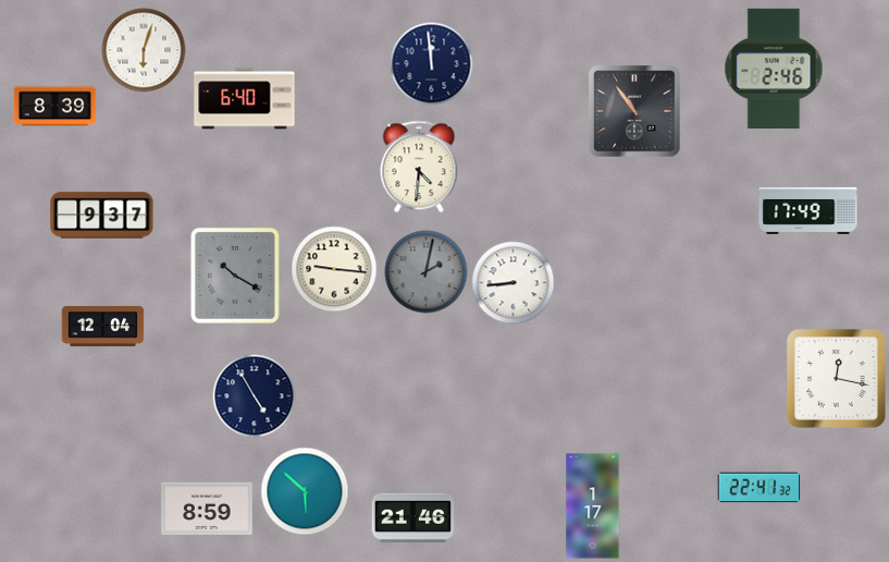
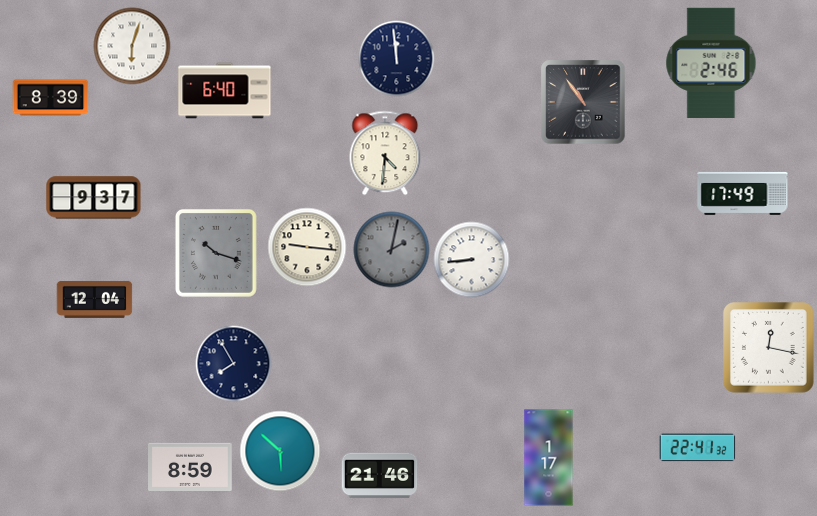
clock at (235, 276): 10:20 -> 10:18
clock at (255, 396): 4:55 -> 7:55
clock at (593, 506) position: (593, 506) -> (549, 458)
